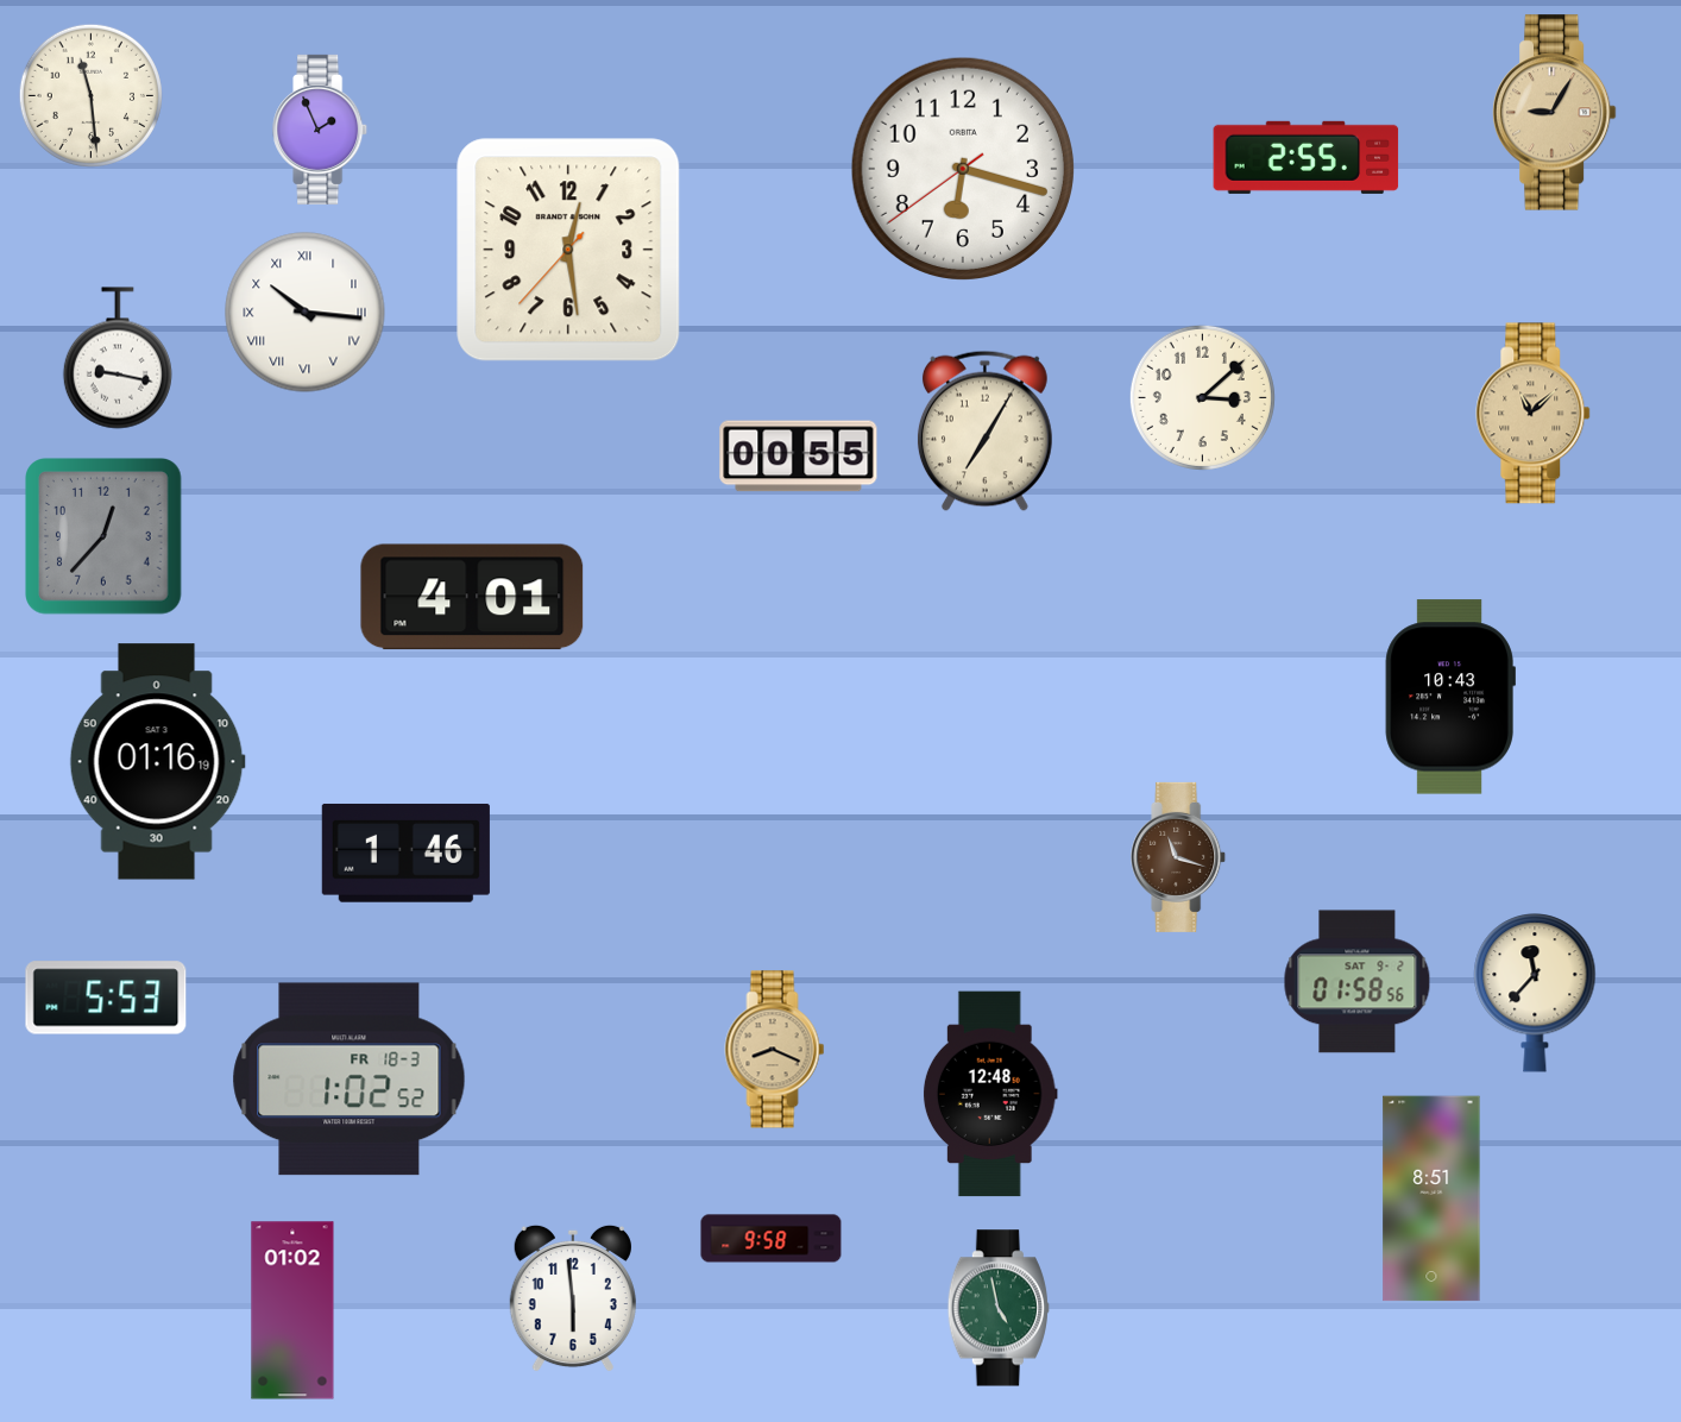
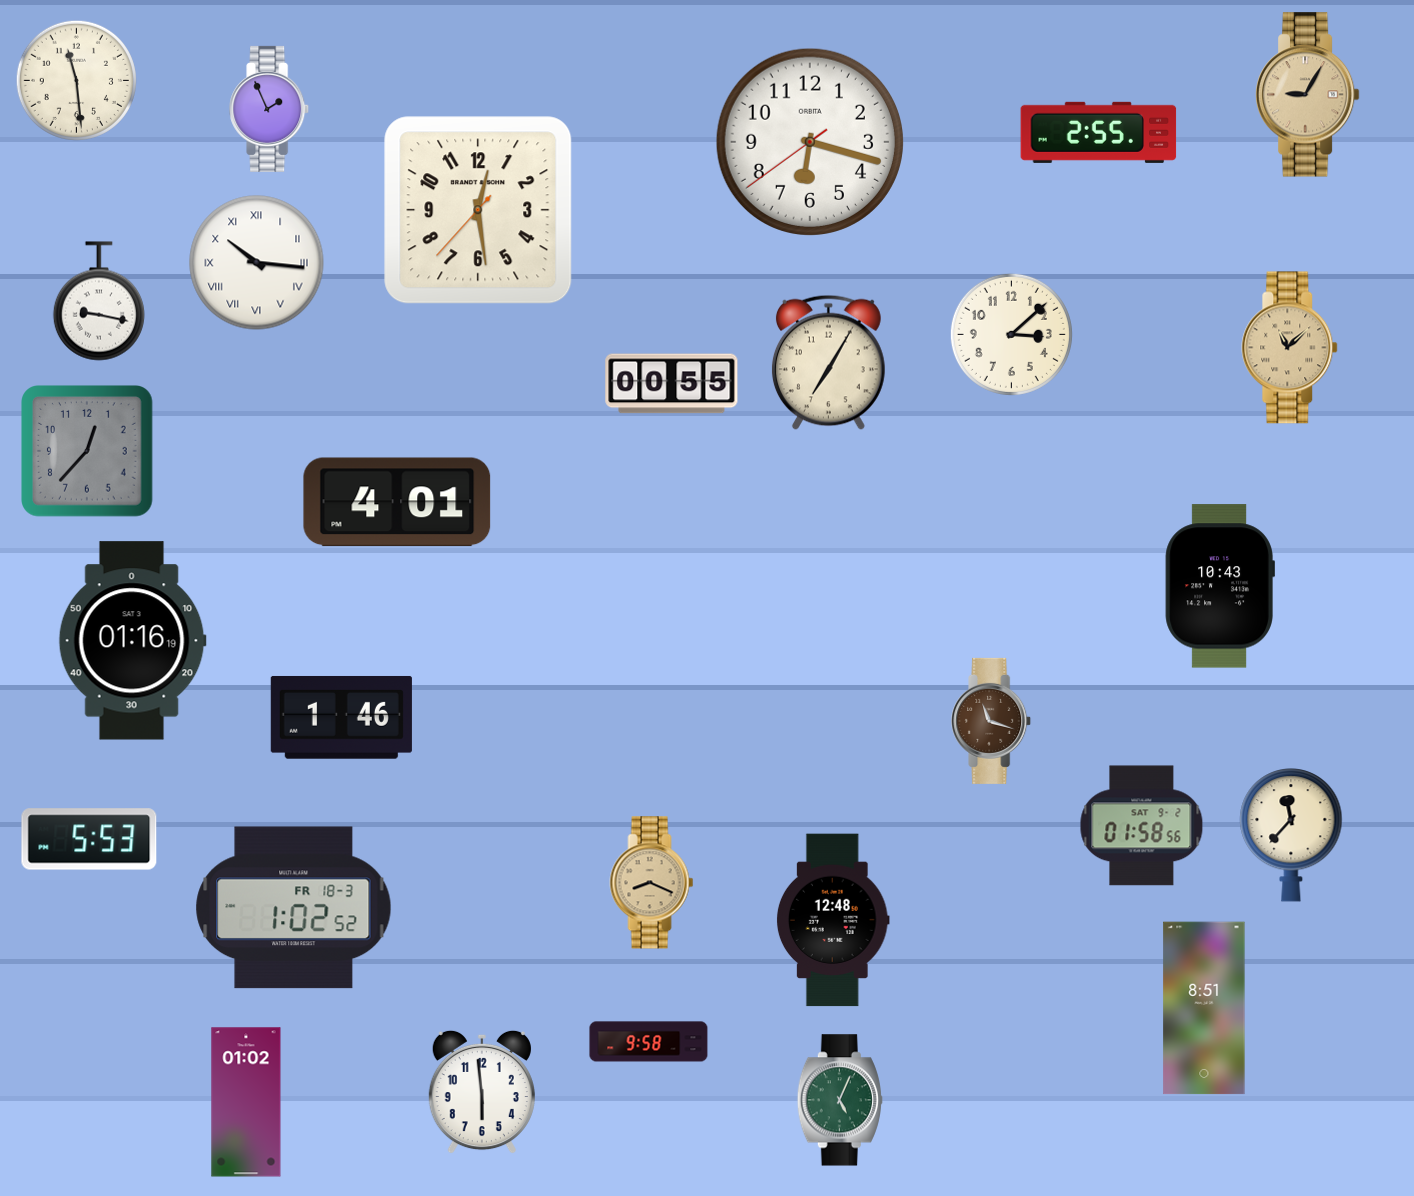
clock at (999, 1308): 4:58 -> 5:04
